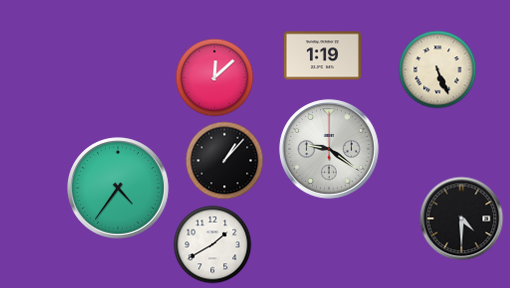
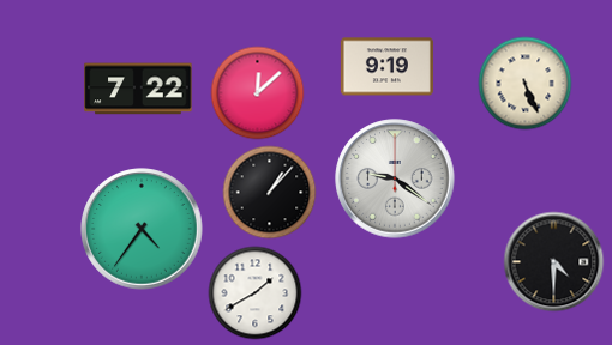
clock at (322, 56): 1:19 -> 9:19
clock at (138, 89): none -> 7:22
clock at (118, 188) position: (118, 188) -> (142, 229)
